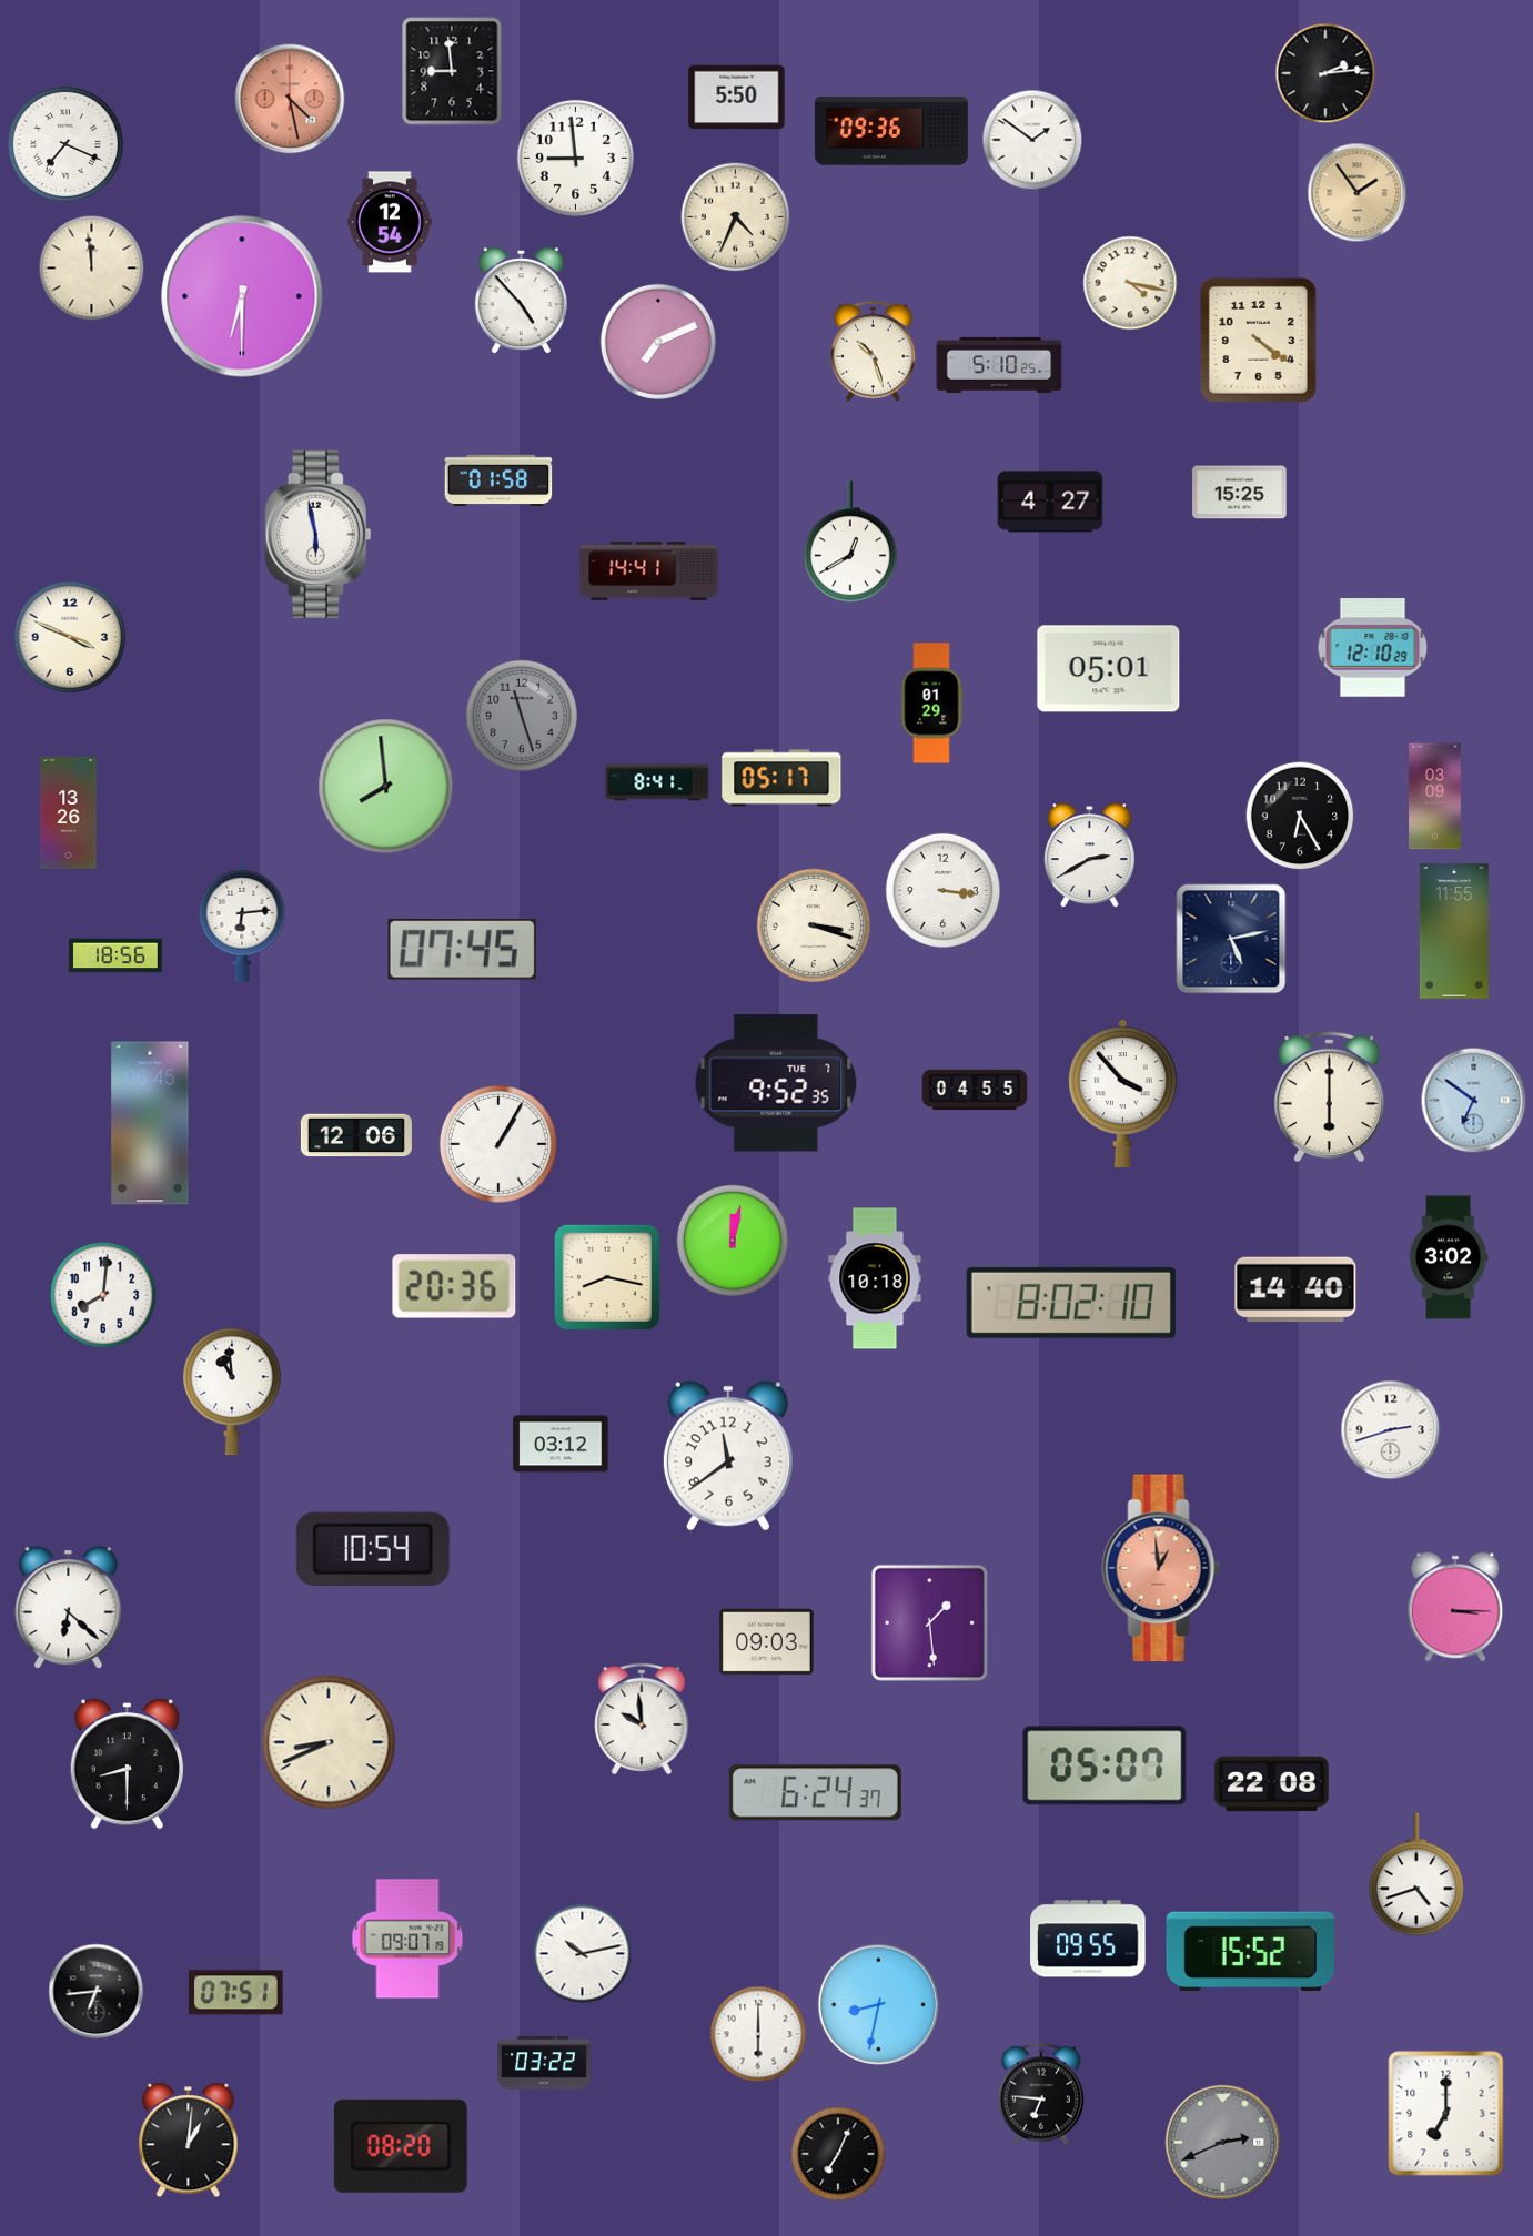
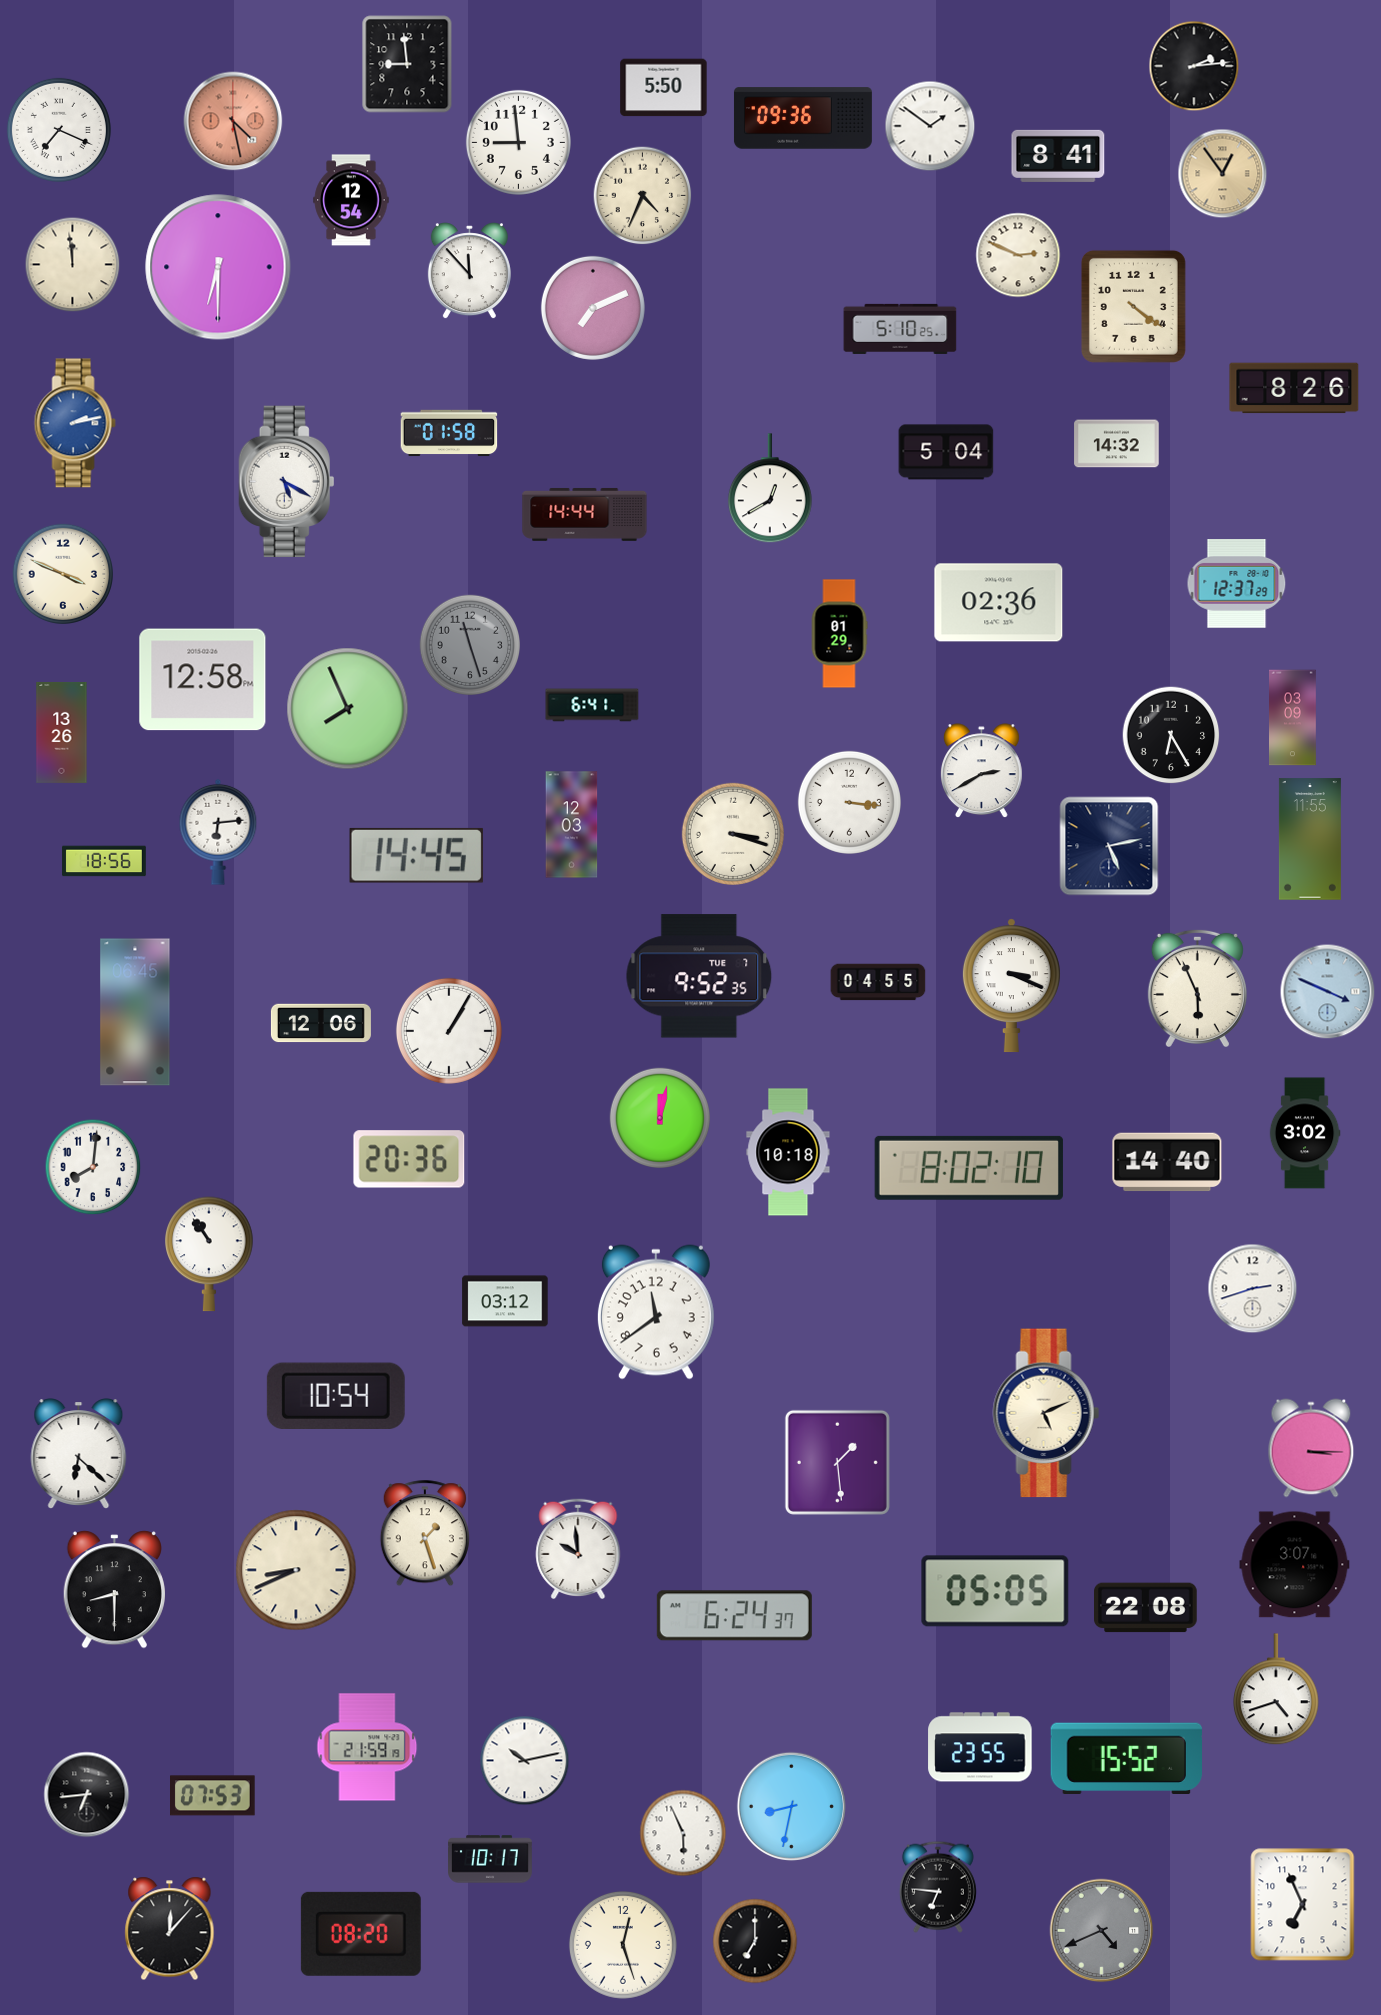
clock at (290, 99) position: (290, 99) -> (233, 121)
clock at (1058, 156): none -> 8:41
clock at (1358, 193): 1:54 -> 12:54
clock at (736, 217) position: (736, 217) -> (643, 196)
clock at (92, 269) position: (92, 269) -> (73, 265)
clock at (1130, 283): 4:17 -> 2:49
clock at (521, 301): 4:53 -> 11:53
clock at (873, 351): 10:27 -> none
clock at (1294, 388): none -> 8:26
clock at (75, 423): none -> 2:13
clock at (1240, 493): 15:25 -> 14:32
clock at (1050, 502): 4:27 -> 5:04
clock at (319, 535): 5:58 -> 5:20
clock at (850, 543) position: (850, 543) -> (770, 489)
clock at (649, 570): 14:41 -> 14:44
clock at (1373, 648): 12:10 -> 12:37
clock at (1109, 669): 05:01 -> 02:36
clock at (203, 680): none -> 12:58
clock at (781, 778): 05:17 -> none
clock at (657, 782): 8:41 -> 6:41
clock at (386, 787): 7:59 -> 7:56
clock at (572, 825): none -> 12:03
clock at (462, 949): 07:45 -> 14:45
clock at (1122, 1094): 3:53 -> 3:19
clock at (1329, 1095): 6:00 -> 5:56
clock at (1474, 1101): 6:51 -> 3:49
clock at (607, 1277): 8:17 -> none
clock at (1071, 1303) position: (1071, 1303) -> (969, 1168)
clock at (232, 1392): 10:59 -> 10:54
clock at (1161, 1568): 12:59 -> 5:11
clock at (1161, 1568) dial: salmon -> cream
clock at (69, 1608) position: (69, 1608) -> (79, 1454)
clock at (767, 1642): 09:03 -> none
clock at (425, 1534): none -> 1:27
clock at (1295, 1565): none -> 3:07
clock at (1105, 1765): 05:07 -> 05:05
clock at (407, 1939): 09:07 -> 21:59
clock at (1088, 1939): 09:55 -> 23:55
clock at (236, 1993): 07:51 -> 07:53
clock at (758, 2034): 6:00 -> 5:56
clock at (544, 2063): 03:22 -> 10:17
clock at (1446, 2114): 7:00 -> 6:56
clock at (189, 2141): 1:01 -> 12:07
clock at (1223, 2143): 2:41 -> 4:41
clock at (838, 2154): 7:04 -> 7:00
clock at (623, 1945): none -> 12:27
